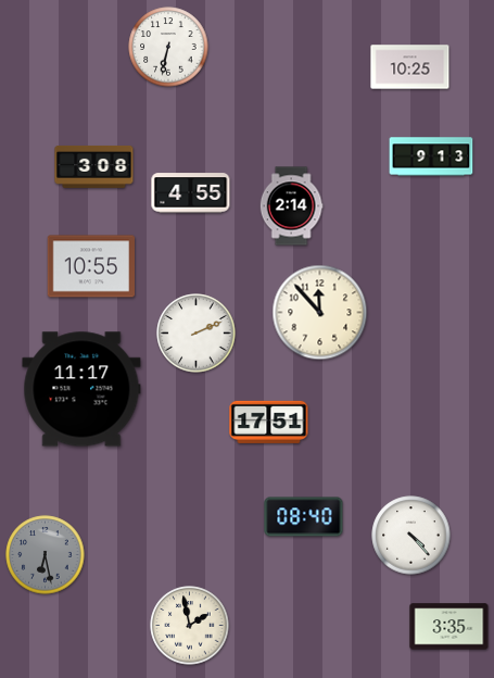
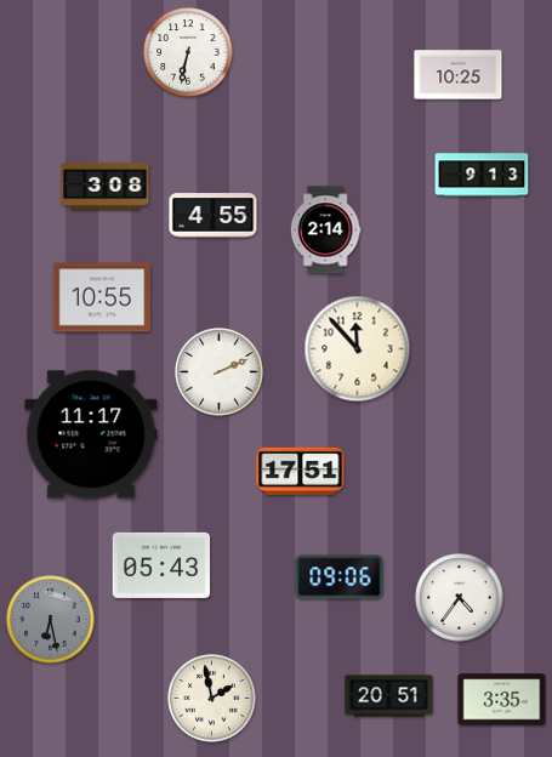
clock at (161, 565): none -> 05:43
clock at (304, 517): 08:40 -> 09:06
clock at (411, 536): 4:23 -> 4:36
clock at (389, 696): none -> 20:51
